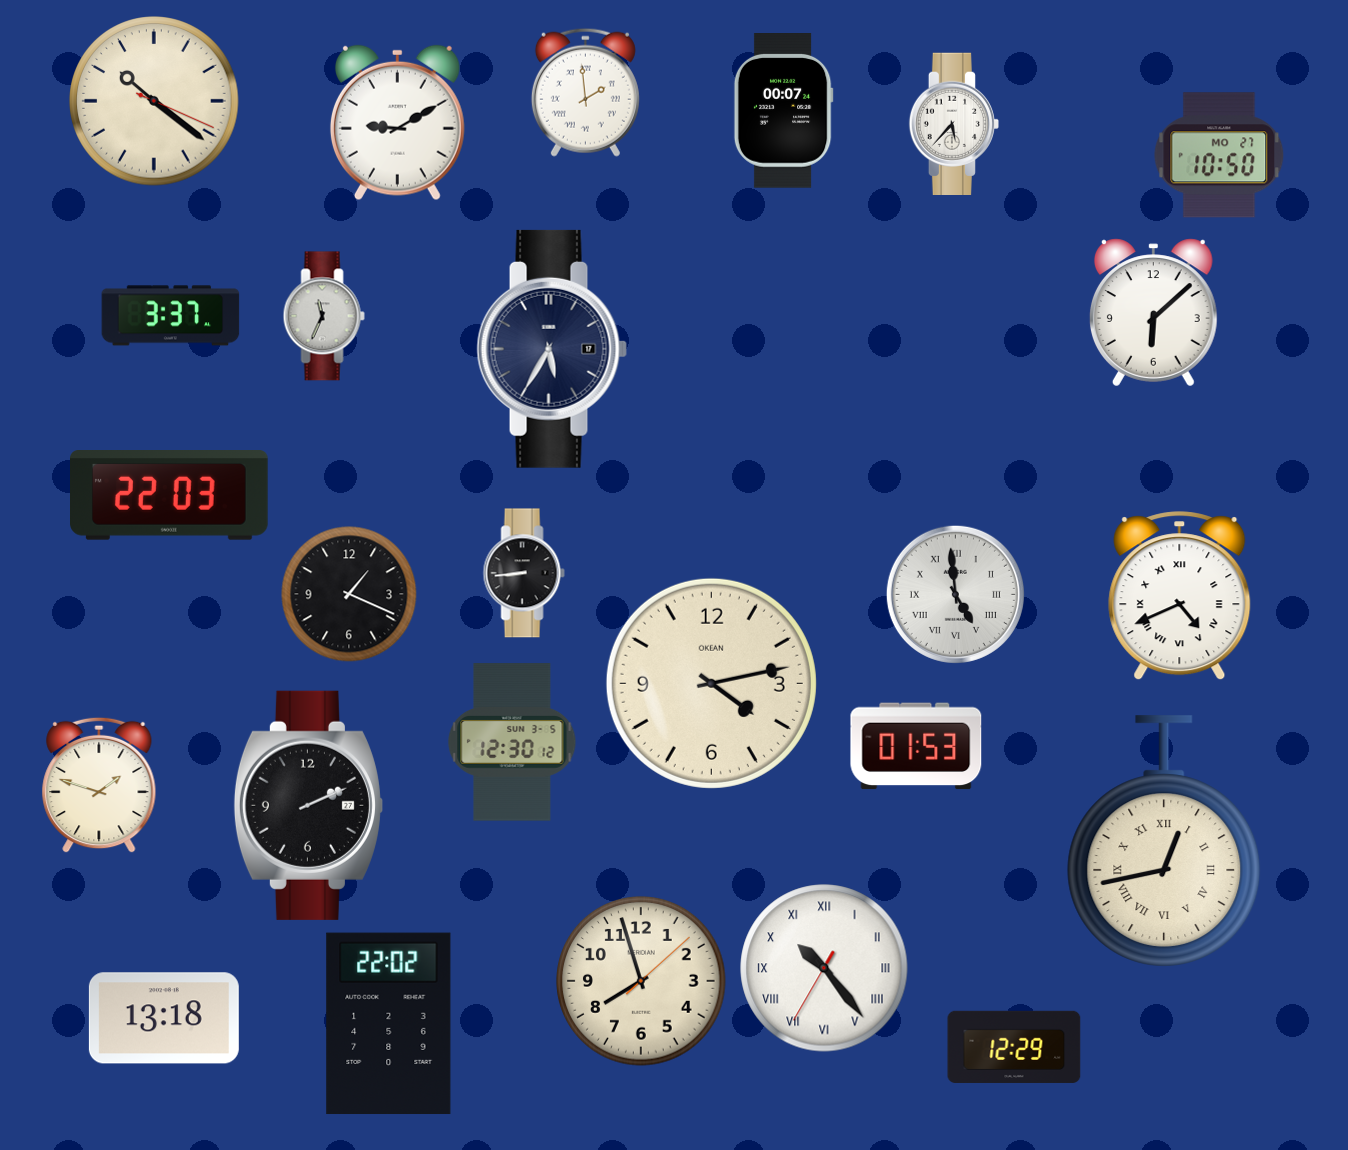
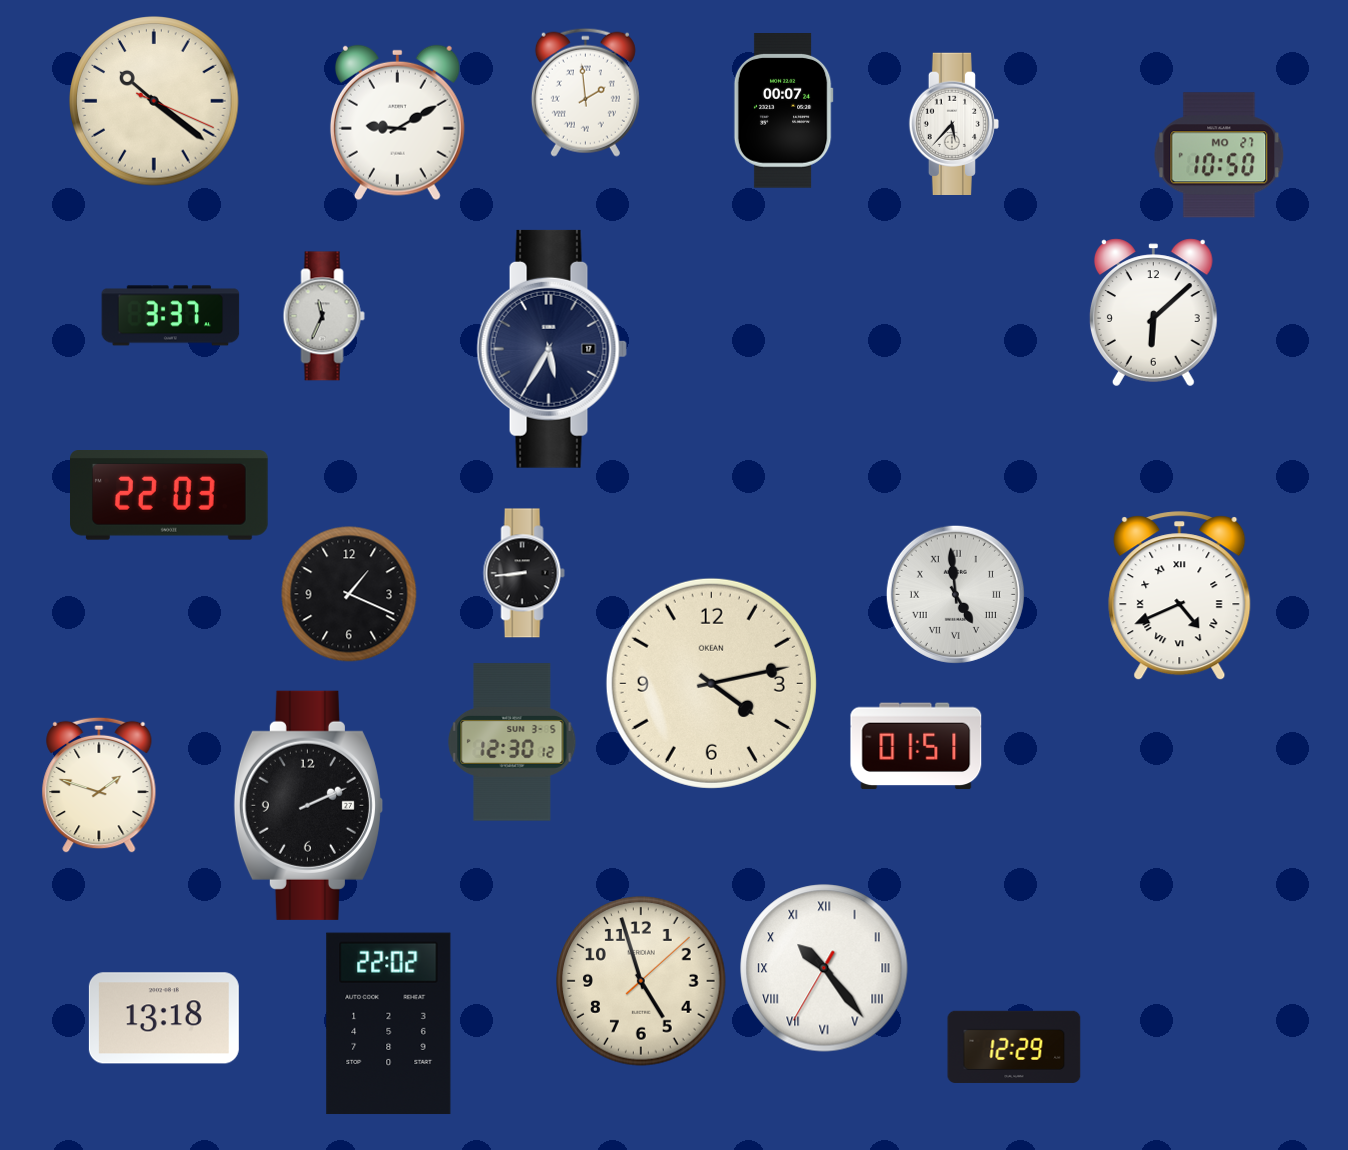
clock at (916, 746): 01:53 -> 01:51
clock at (1164, 841): 12:43 -> none
clock at (641, 981): 7:57 -> 4:57
